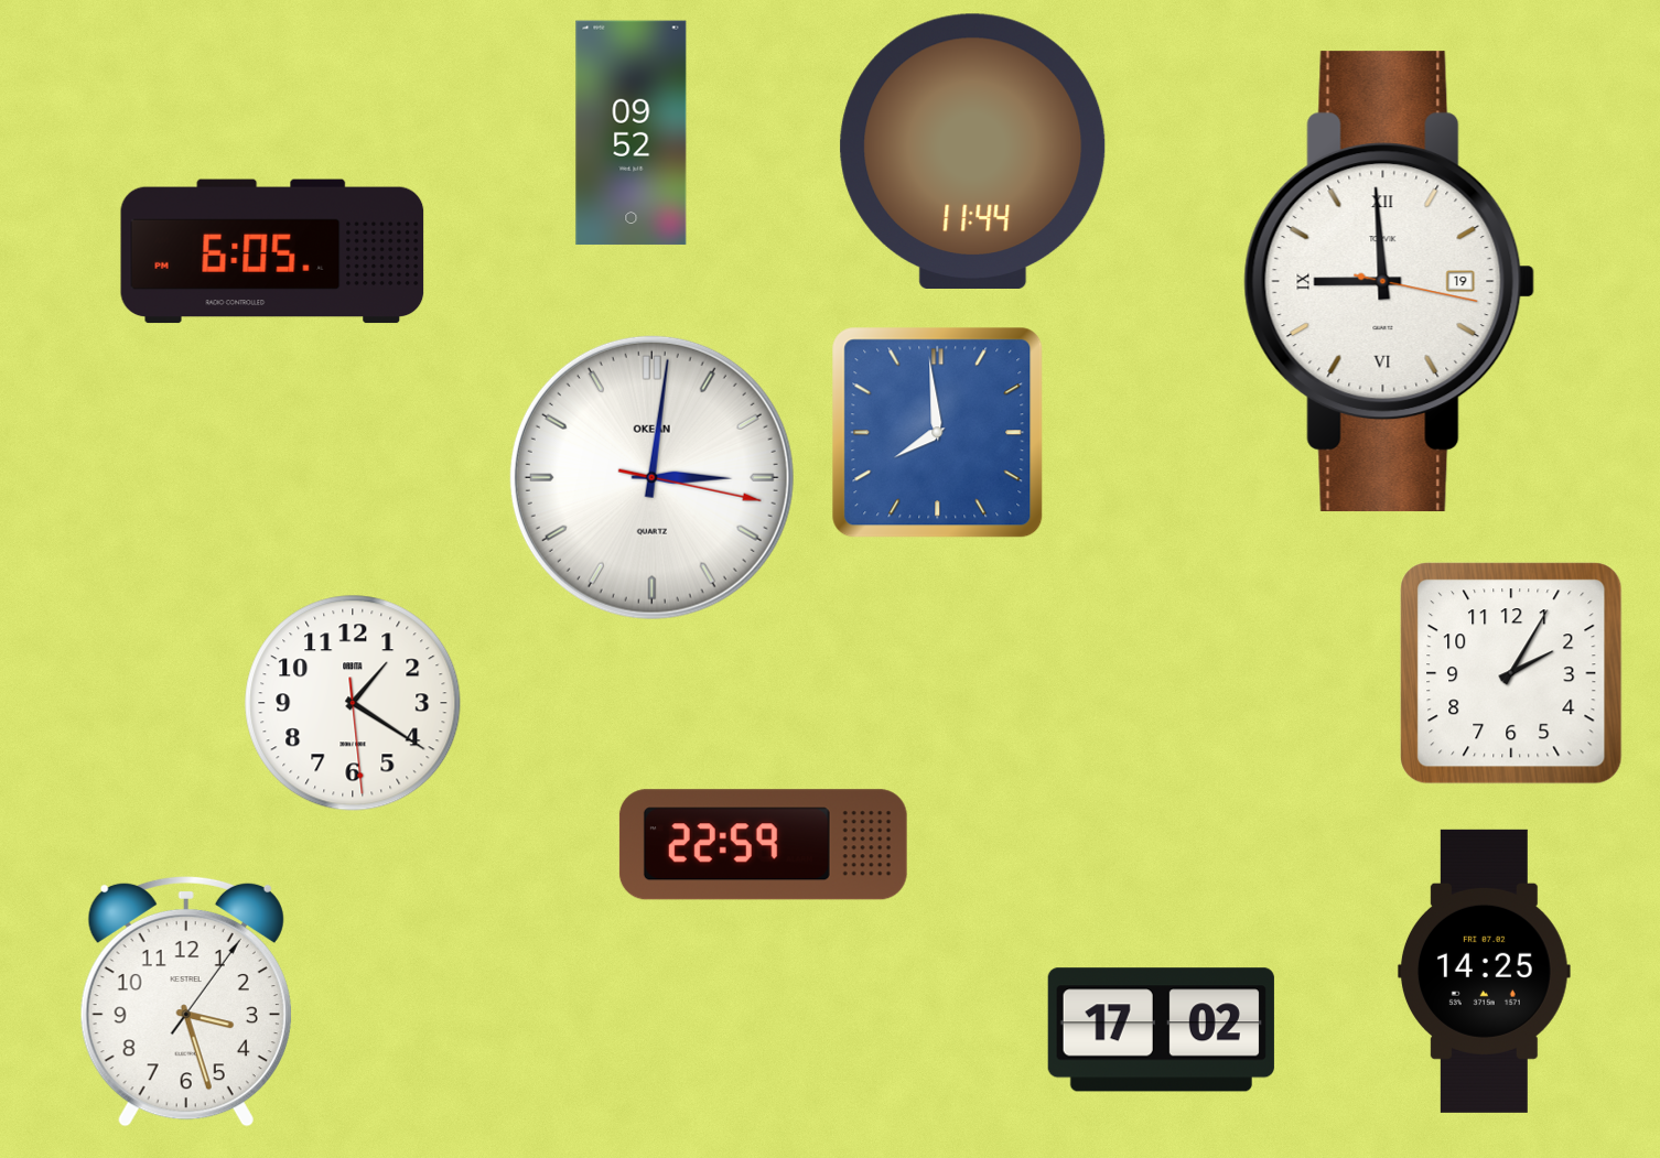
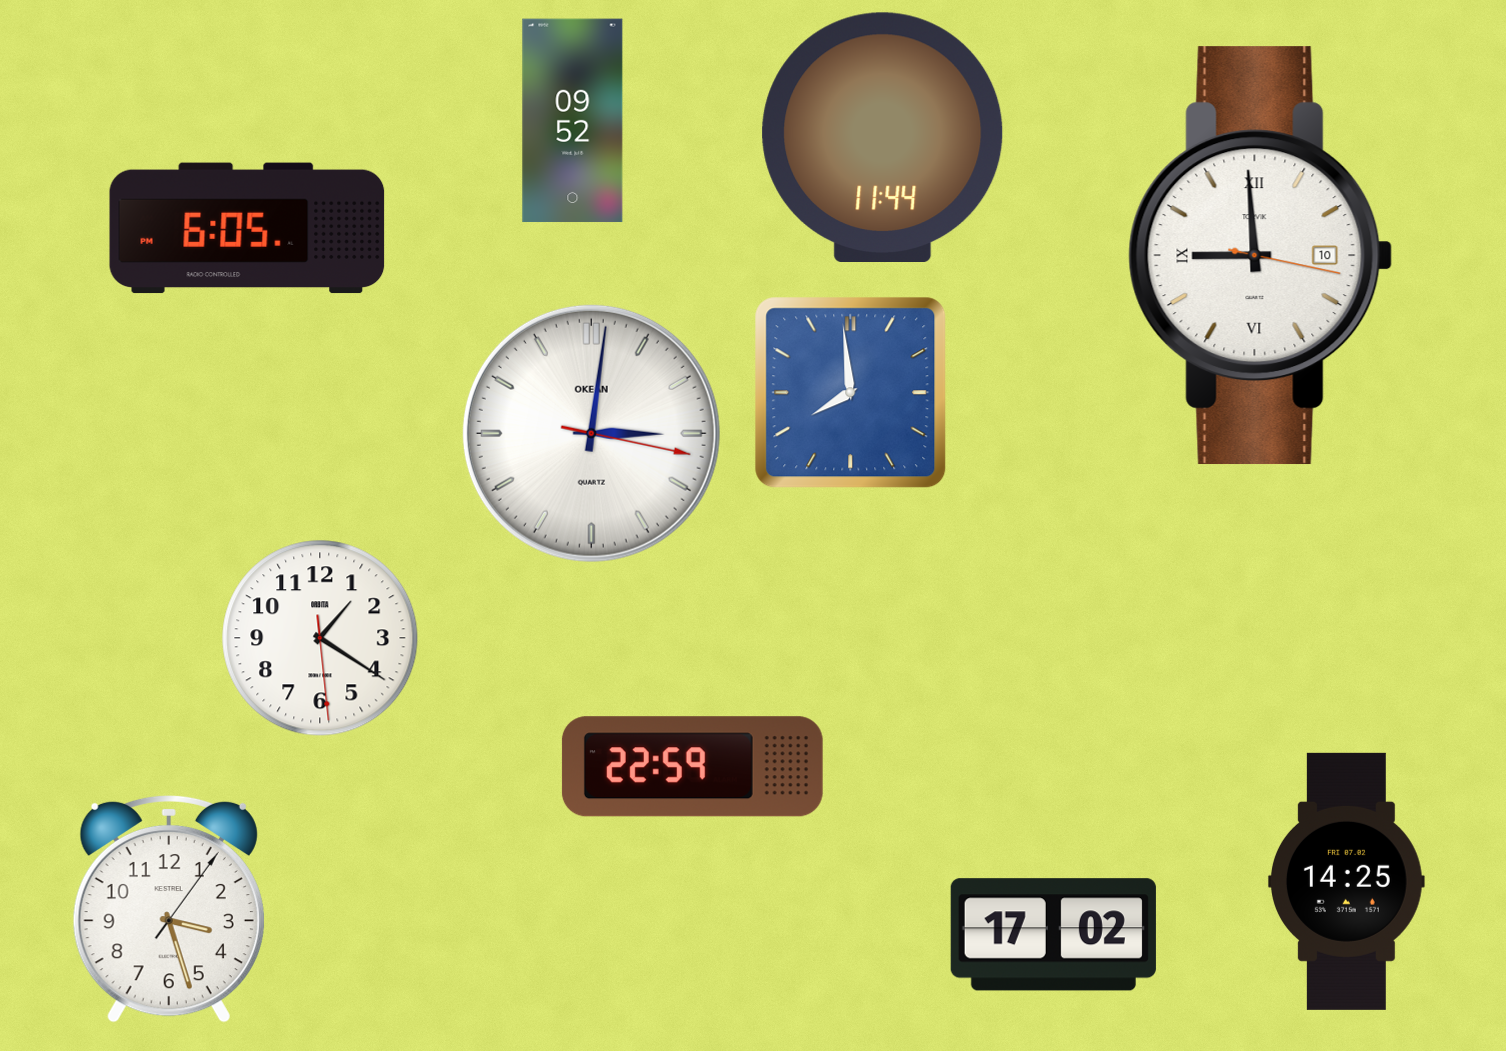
clock at (1390, 282) date: 19 -> 10
clock at (1511, 673): 2:05 -> none
